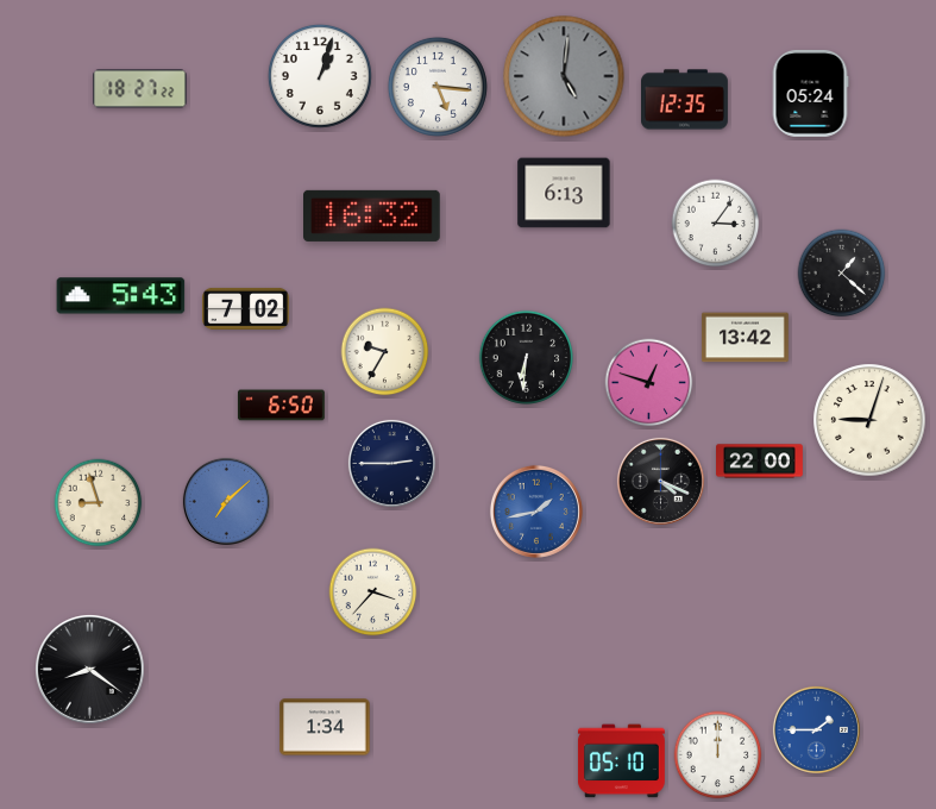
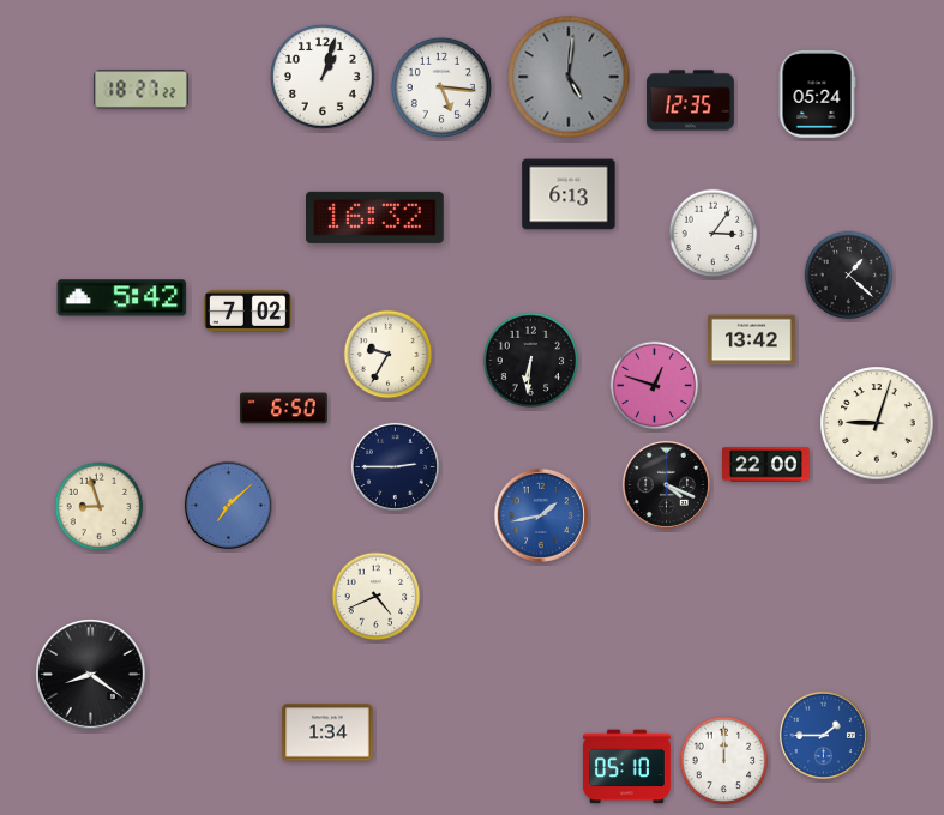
clock at (716, 224) position: (716, 224) -> (714, 234)
clock at (121, 296): 5:43 -> 5:42
clock at (373, 592): 3:37 -> 4:41
